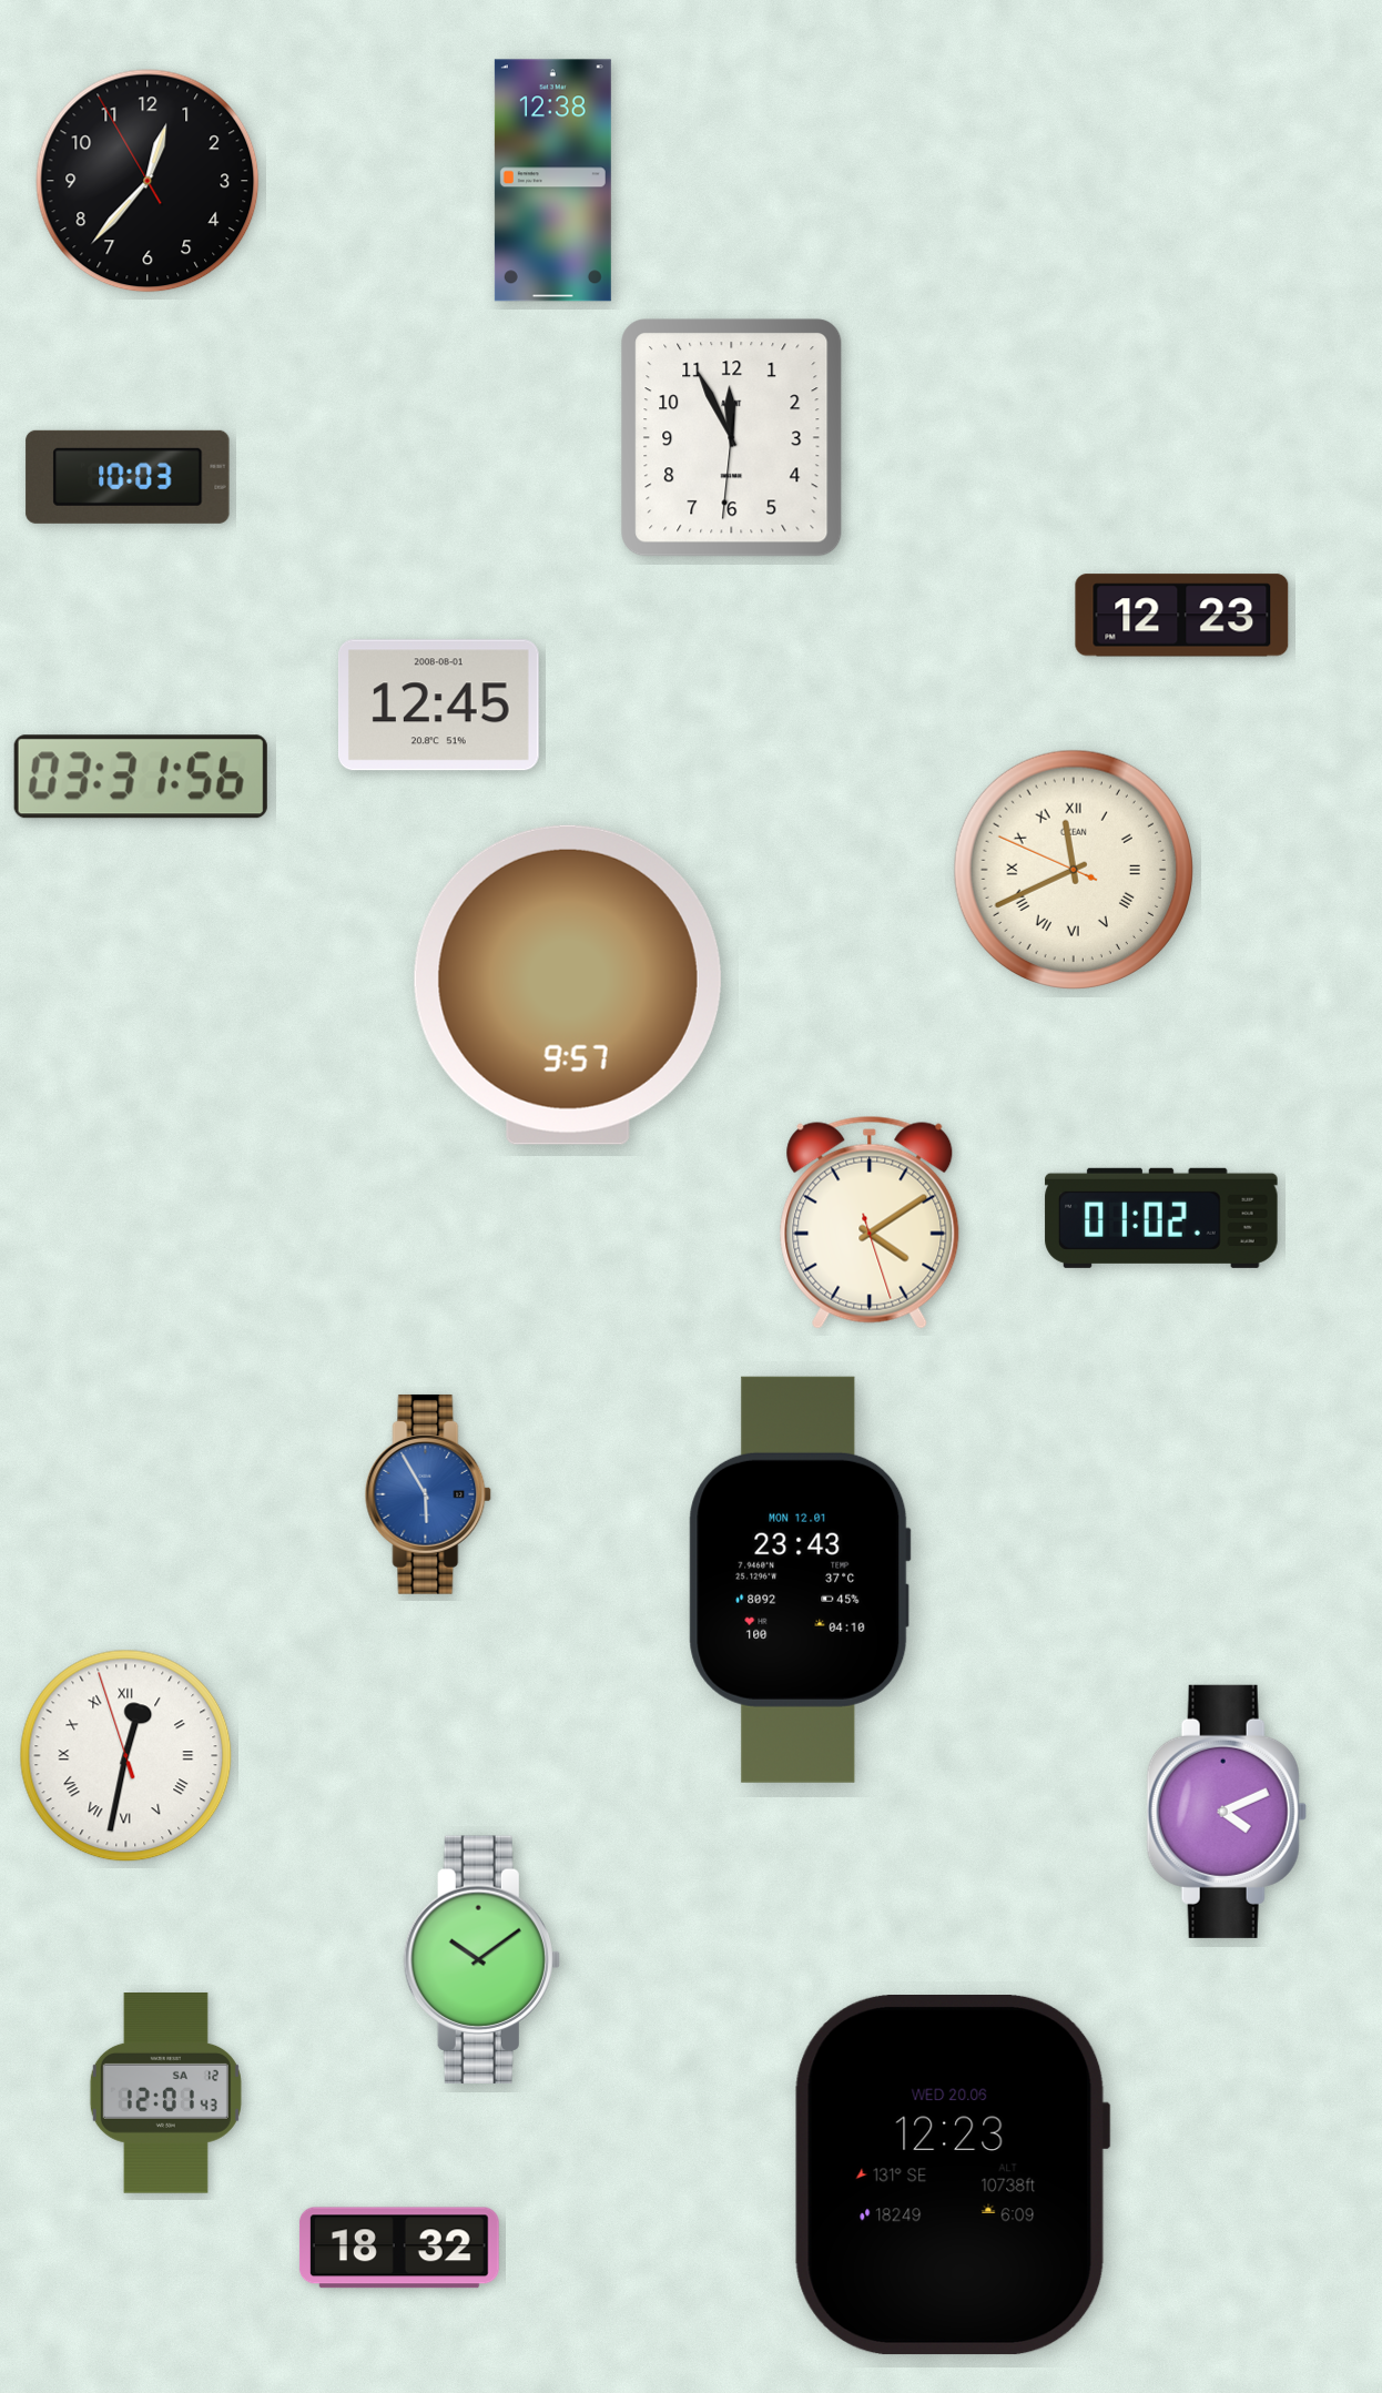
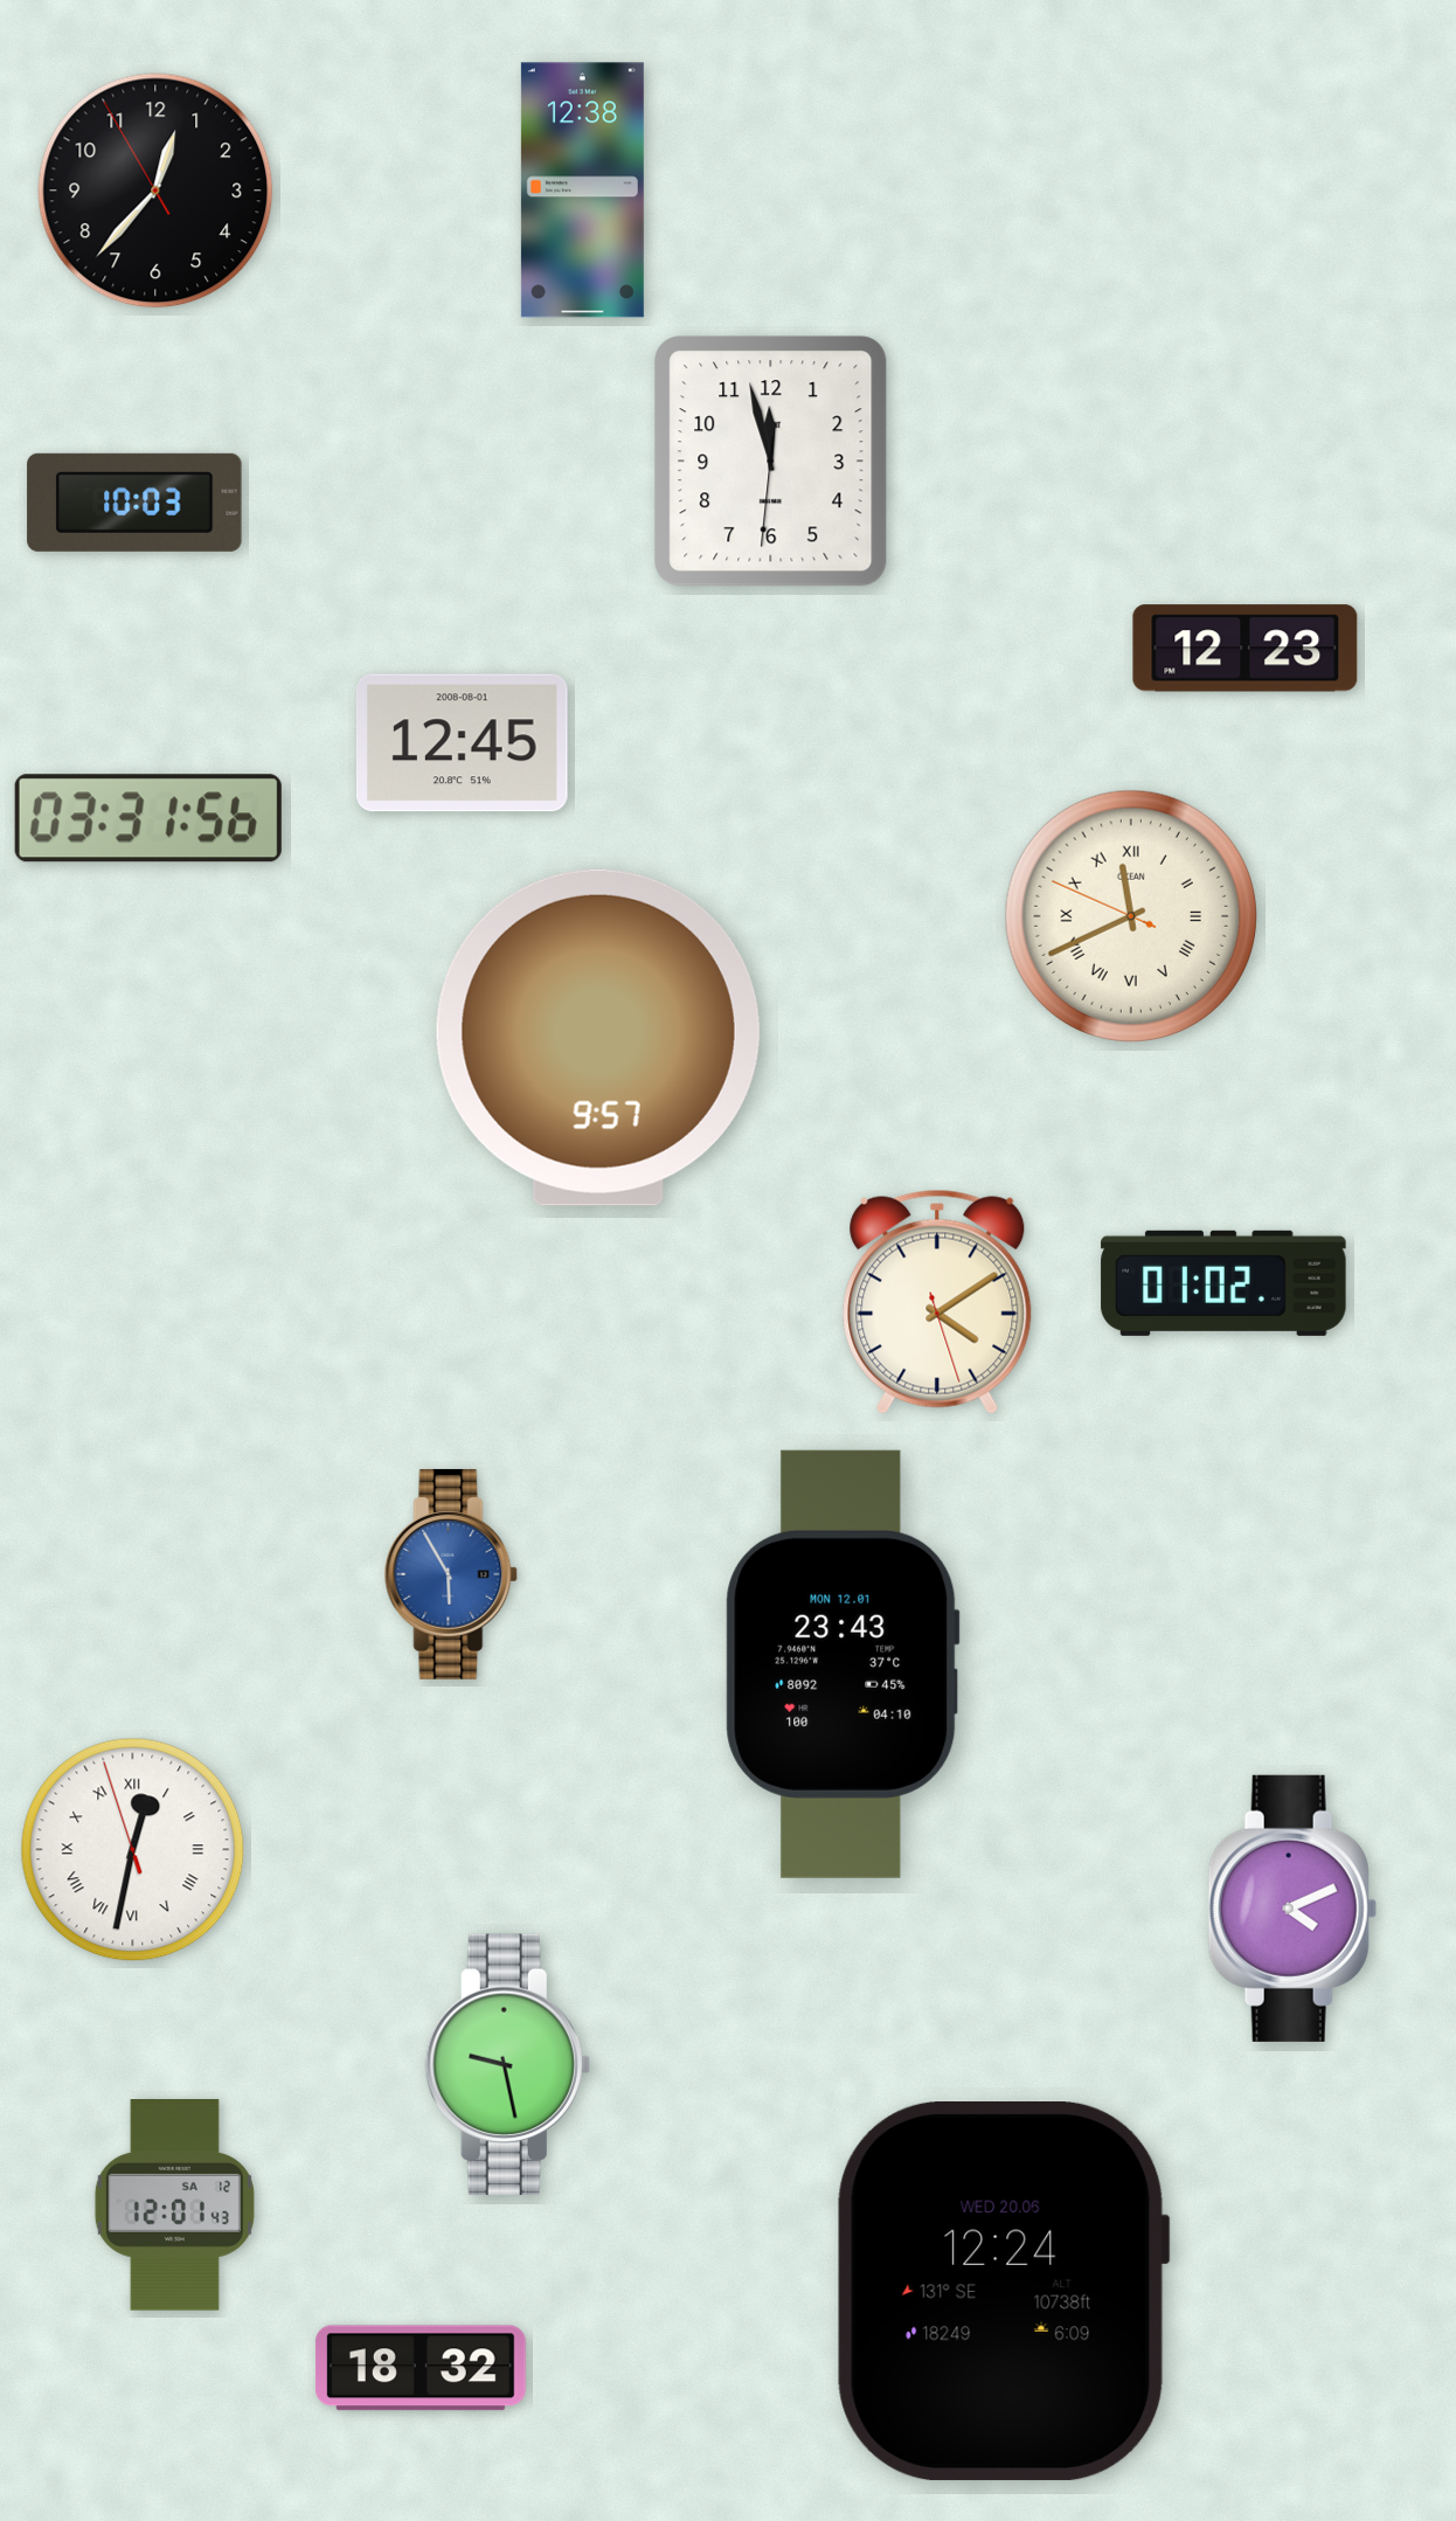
clock at (732, 438): 11:55 -> 11:57
clock at (870, 1223) position: (870, 1223) -> (937, 1302)
clock at (481, 1960): 10:09 -> 9:28
clock at (952, 2176): 12:23 -> 12:24
